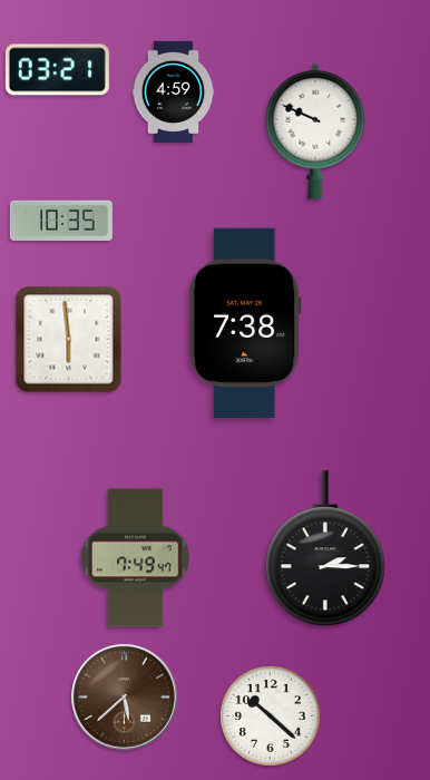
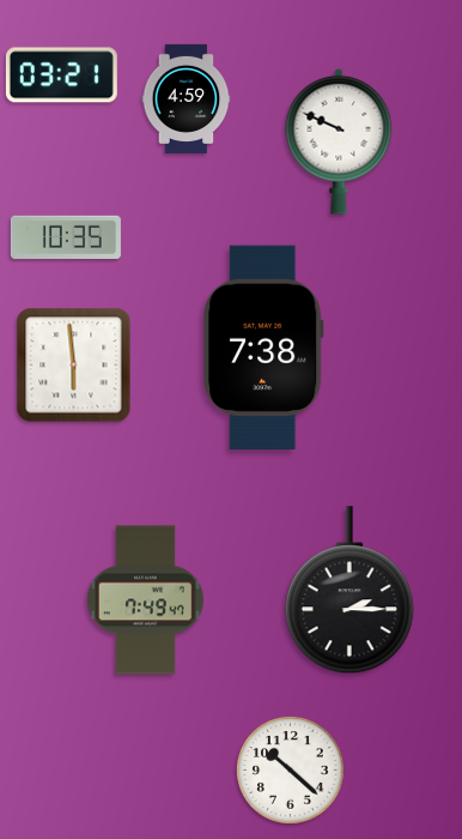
clock at (125, 698): 5:38 -> none
